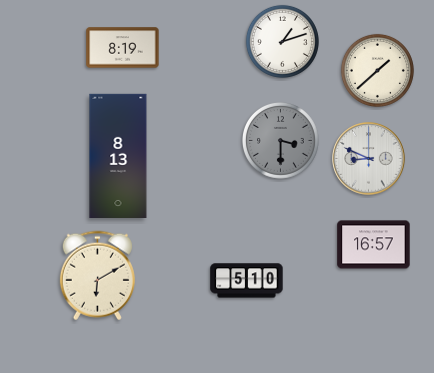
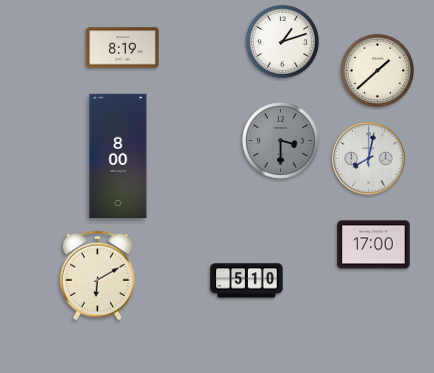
clock at (118, 155): 8:13 -> 8:00
clock at (369, 159): 8:49 -> 8:02
clock at (374, 245): 16:57 -> 17:00
